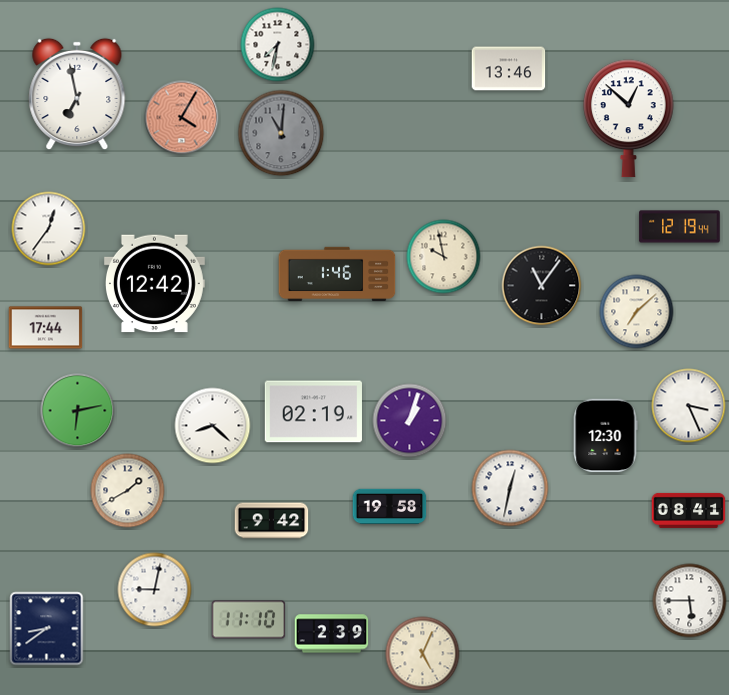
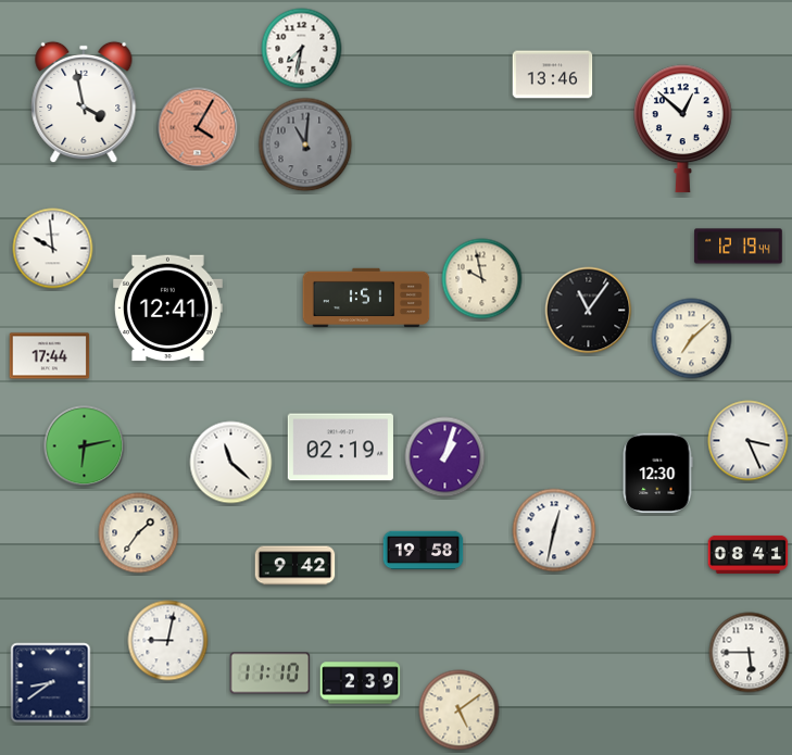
clock at (77, 94): 6:58 -> 3:58
clock at (49, 229): 12:36 -> 9:59
clock at (337, 274): 1:46 -> 1:51
clock at (154, 284): 12:42 -> 12:41
clock at (213, 426): 8:22 -> 11:22
clock at (128, 491): 1:40 -> 1:36
clock at (332, 634) position: (332, 634) -> (361, 683)
clock at (423, 654): 5:04 -> 5:09
